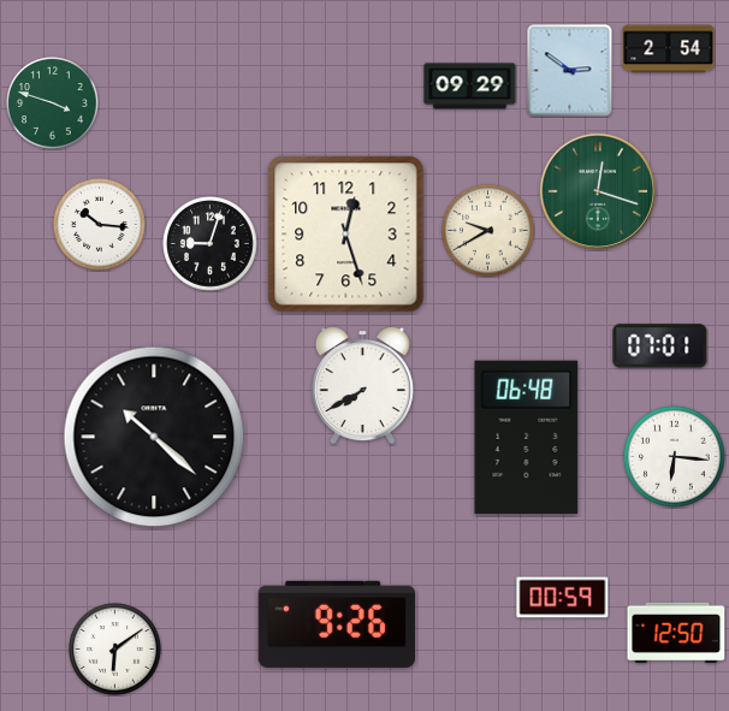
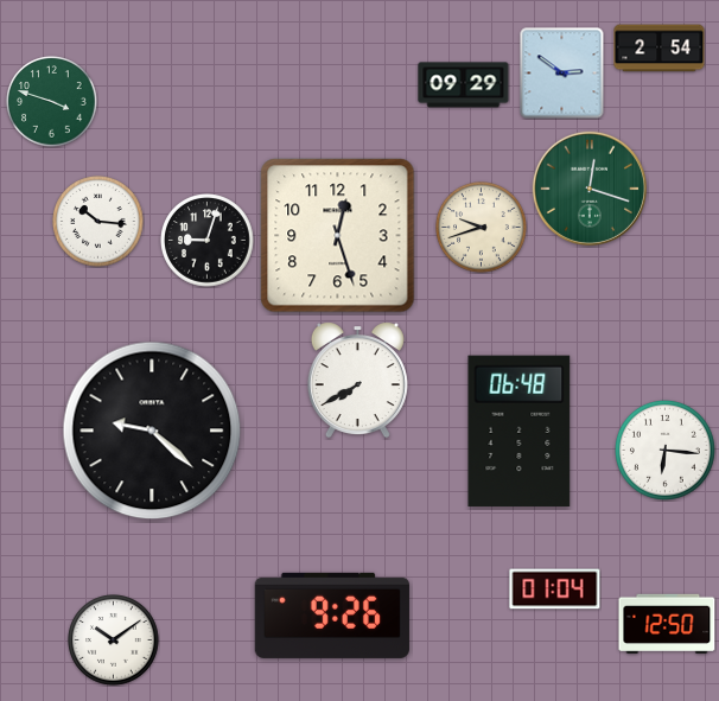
clock at (570, 71) position: (570, 71) -> (562, 74)
clock at (488, 231): 9:40 -> 9:42
clock at (346, 235) position: (346, 235) -> (338, 236)
clock at (660, 346): 07:01 -> none
clock at (154, 437): 10:22 -> 9:22
clock at (563, 598): 00:59 -> 01:04
clock at (115, 650): 6:09 -> 10:09
